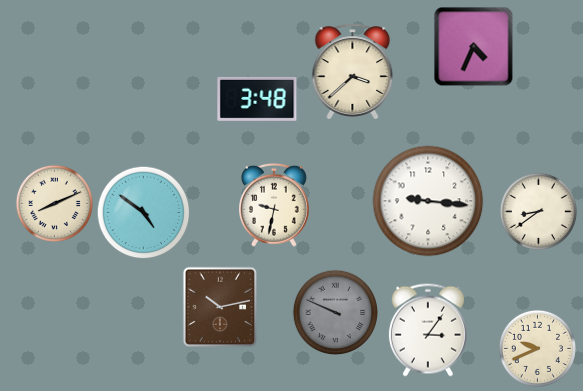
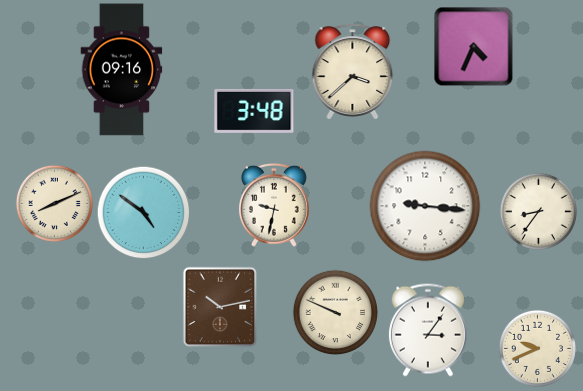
clock at (122, 70): none -> 09:16
clock at (257, 99) position: (257, 99) -> (254, 111)
clock at (428, 201) position: (428, 201) -> (425, 206)
clock at (538, 211): 8:39 -> 8:36
clock at (335, 312) dial: grey -> cream
